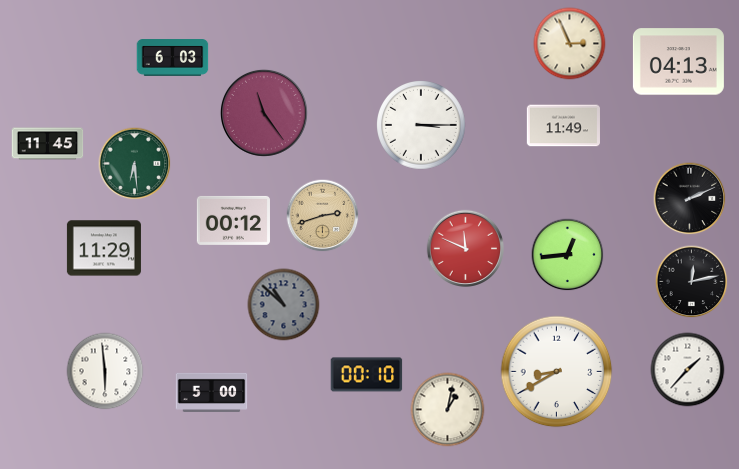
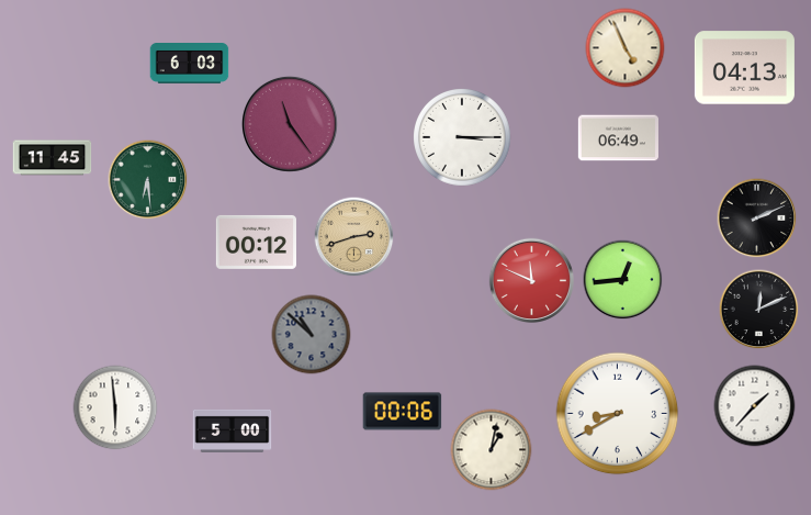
clock at (570, 44): 2:56 -> 4:56
clock at (563, 126): 11:49 -> 06:49
clock at (104, 248): 11:29 -> none
clock at (465, 248) position: (465, 248) -> (531, 280)
clock at (692, 282): 12:13 -> 12:11
clock at (557, 372) position: (557, 372) -> (618, 414)
clock at (367, 375): 00:10 -> 00:06
